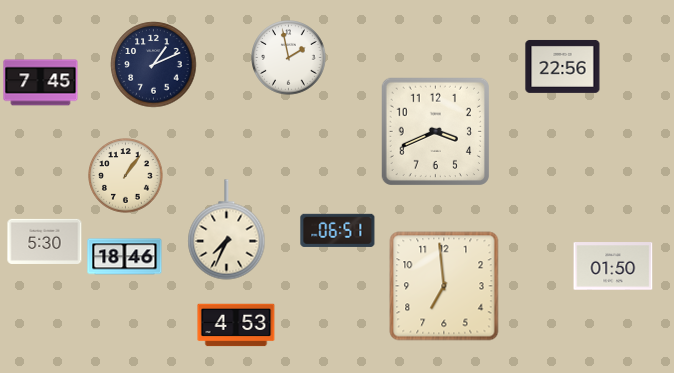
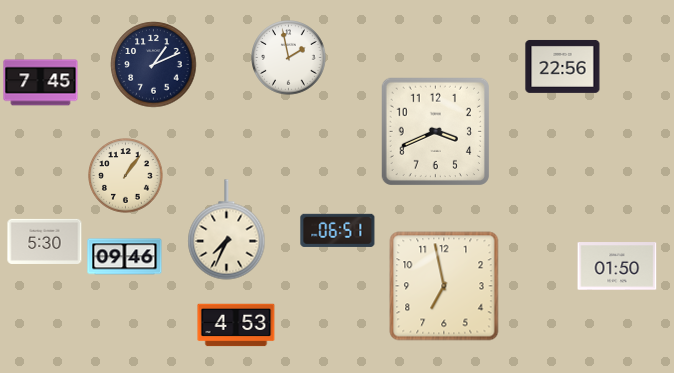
clock at (125, 257): 18:46 -> 09:46
clock at (613, 266) position: (613, 266) -> (617, 266)
clock at (444, 286): 6:59 -> 6:58
